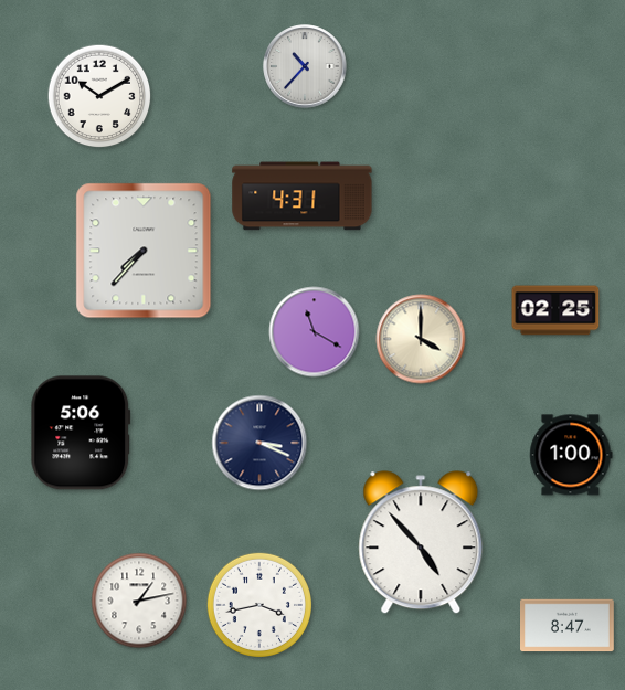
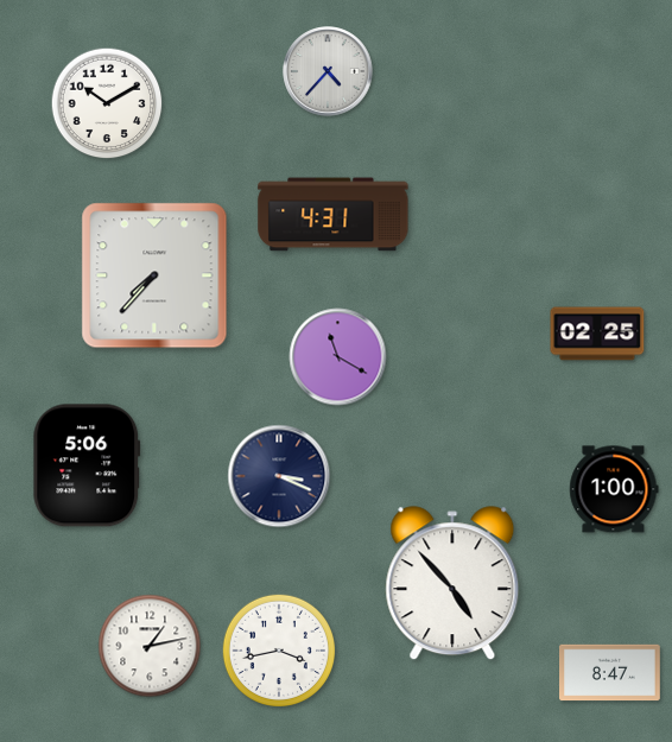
clock at (305, 66): 10:37 -> 4:37
clock at (303, 197) position: (303, 197) -> (334, 215)
clock at (144, 251) position: (144, 251) -> (154, 275)
clock at (421, 339): 4:00 -> none
